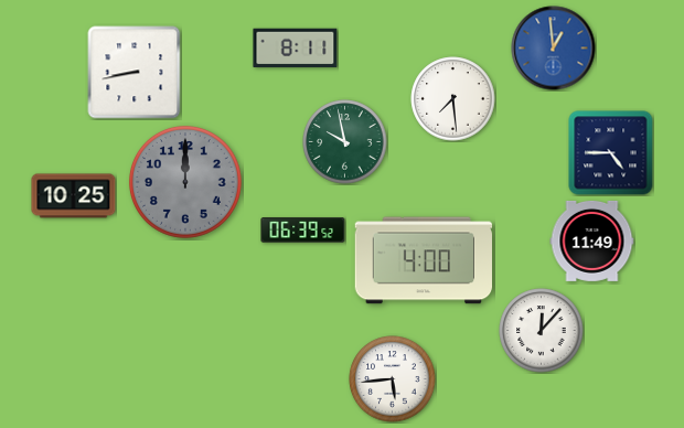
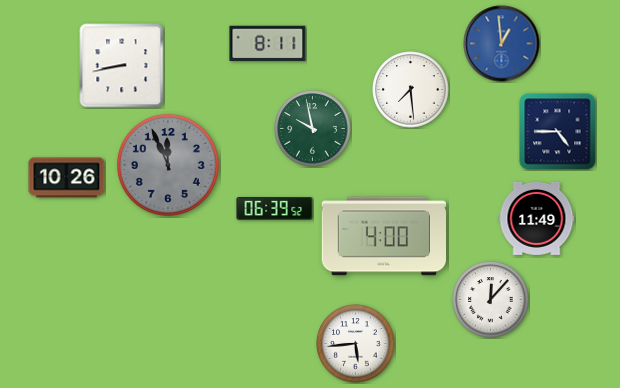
clock at (611, 153) position: (611, 153) -> (558, 132)
clock at (185, 182): 12:00 -> 11:56
clock at (74, 196): 10:25 -> 10:26
